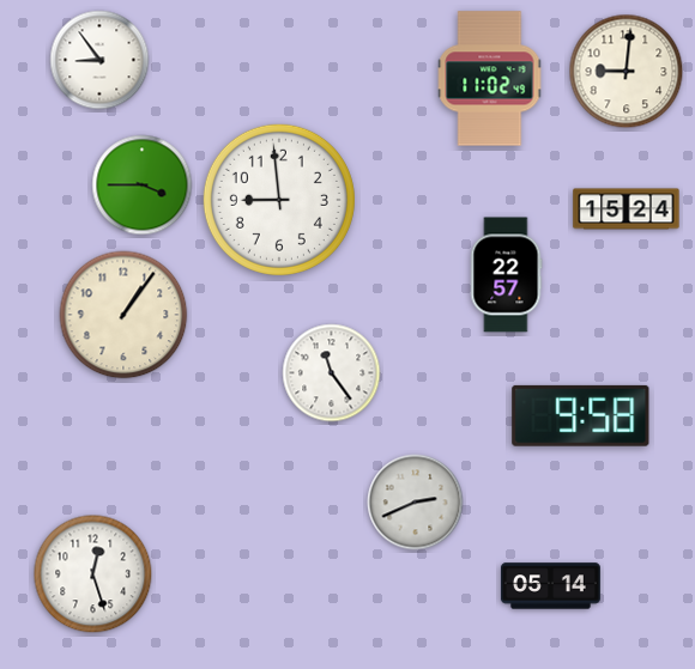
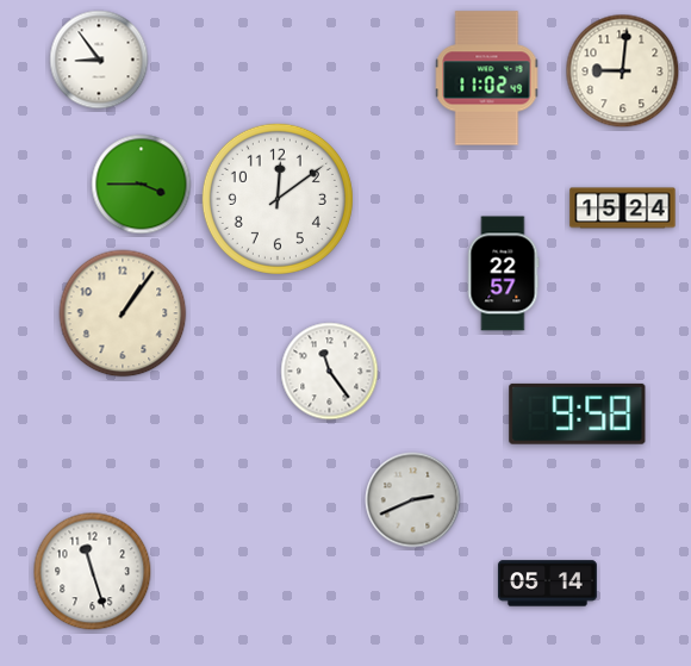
clock at (279, 200): 8:59 -> 12:09
clock at (93, 574): 12:27 -> 11:27
